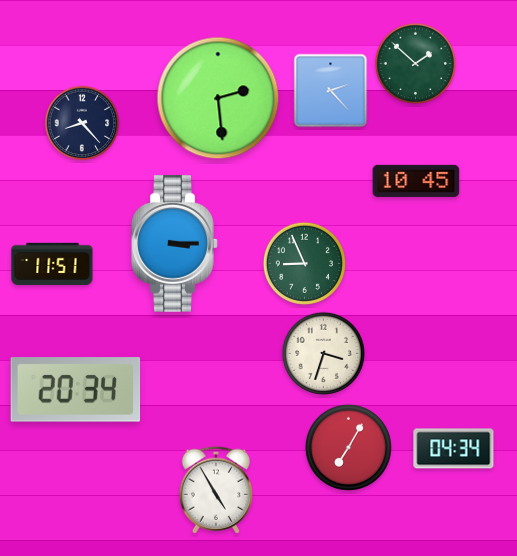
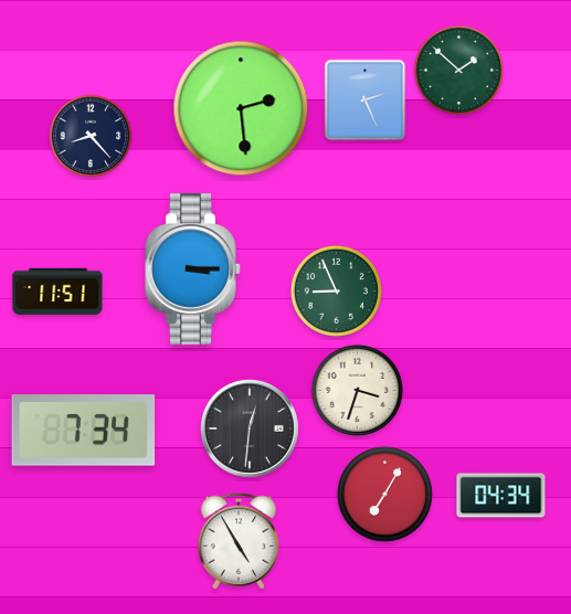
clock at (331, 91): 2:23 -> 2:26
clock at (416, 181): 10:45 -> none
clock at (250, 428): none -> 12:31
clock at (76, 390): 20:34 -> 7:34
